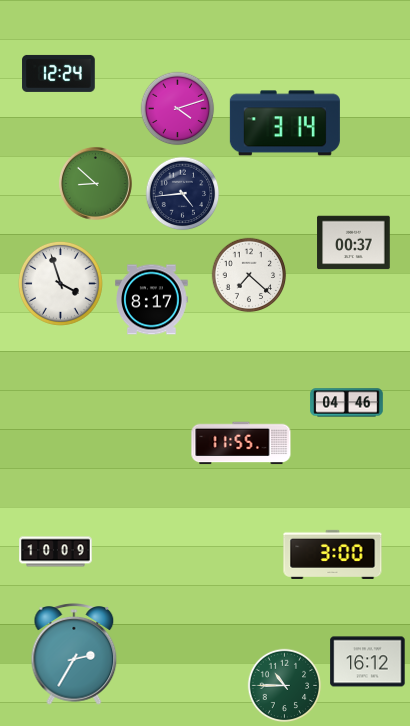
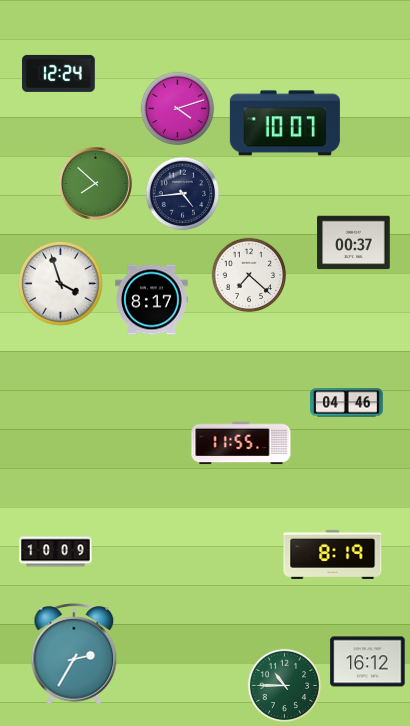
clock at (285, 123): 3:14 -> 10:07
clock at (95, 183): 8:52 -> 7:52
clock at (333, 554): 3:00 -> 8:19
